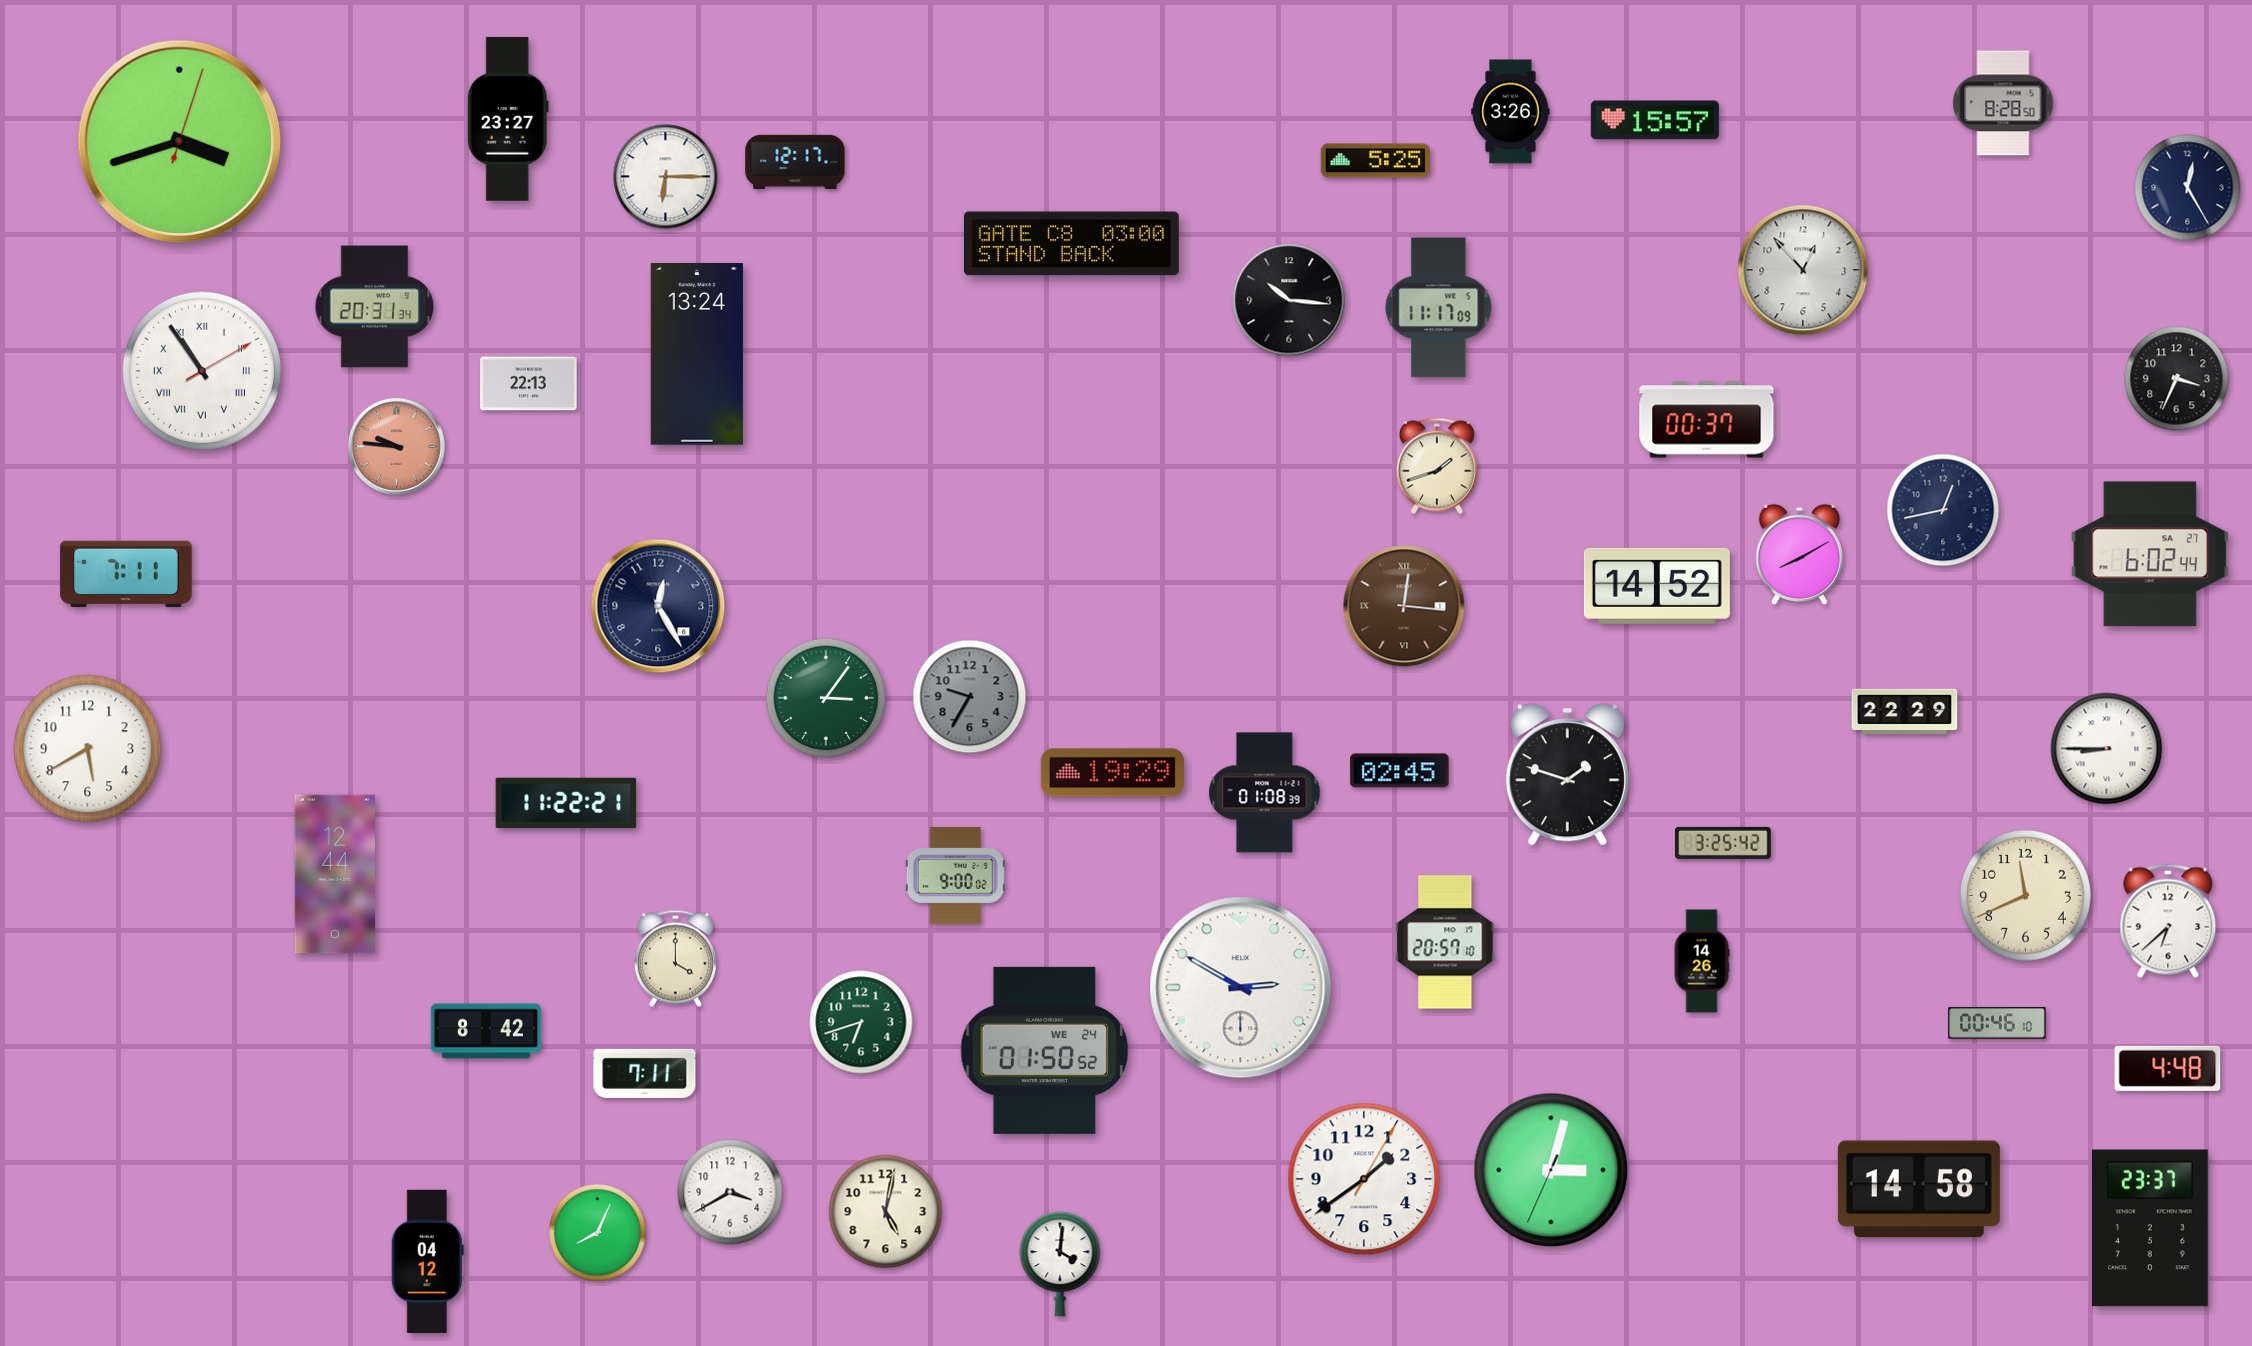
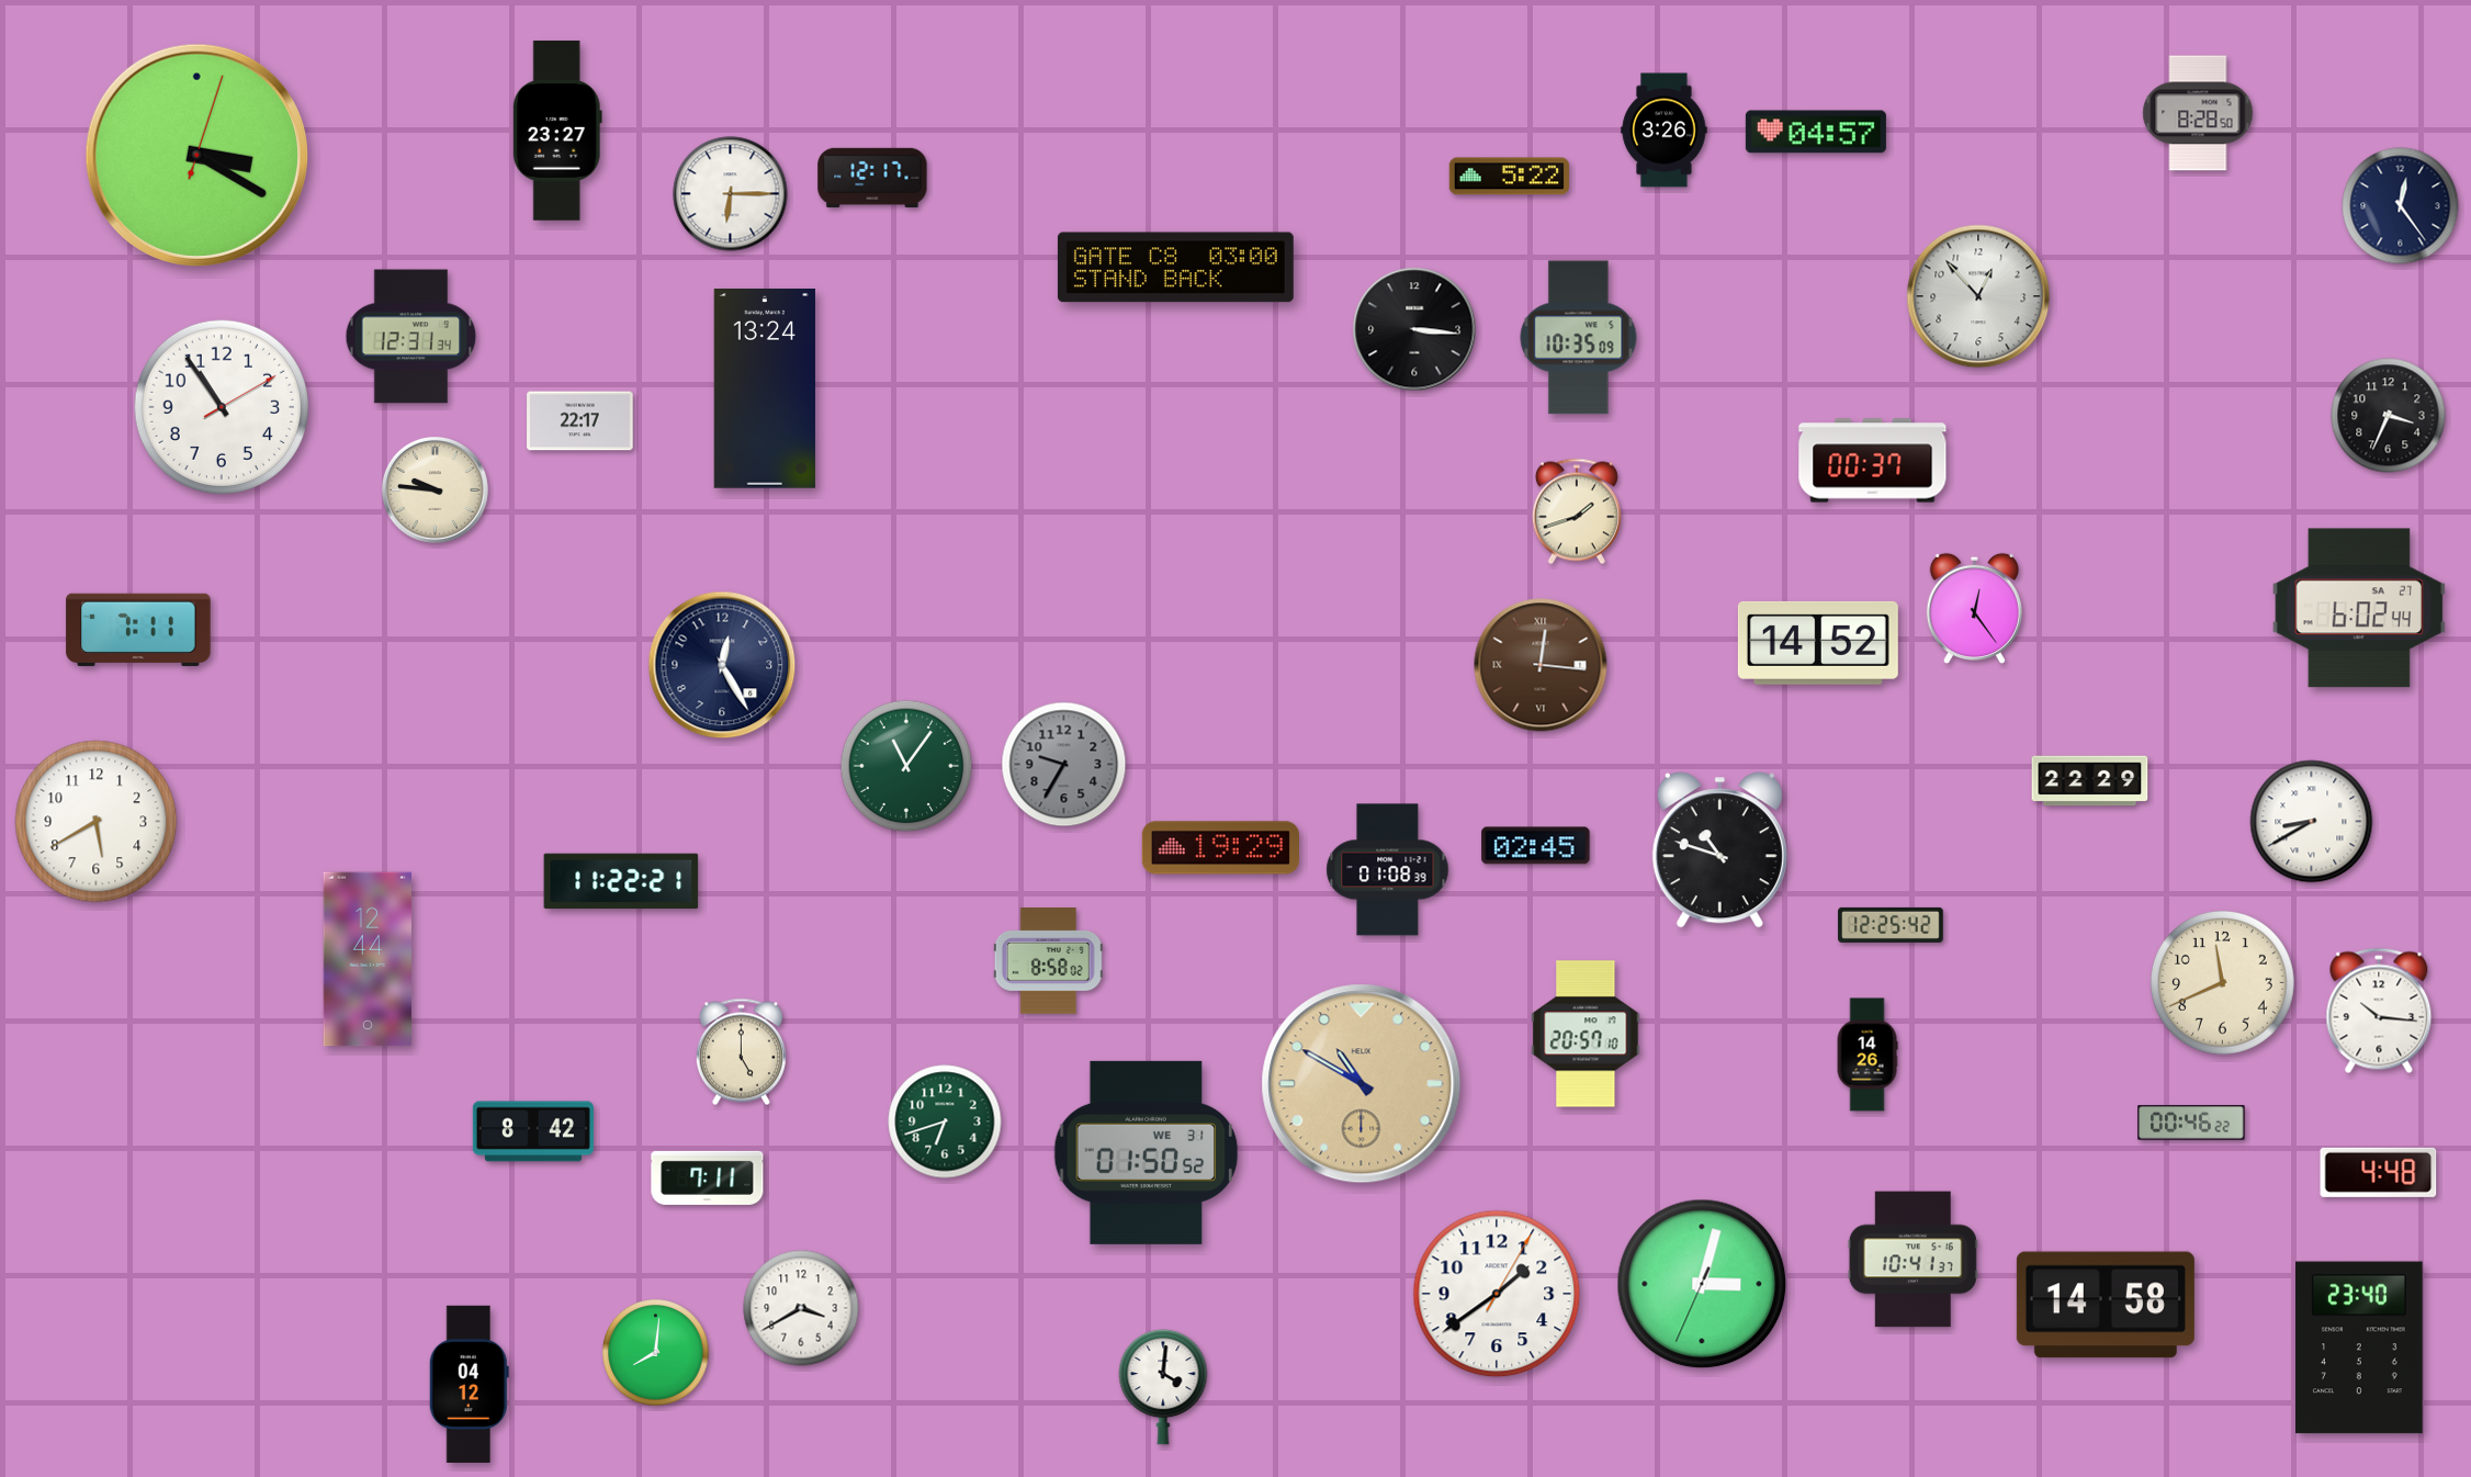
clock at (1511, 112) position: (1511, 112) -> (1665, 131)
clock at (1655, 120): 15:57 -> 04:57
clock at (179, 141): 3:42 -> 3:20
clock at (1375, 161): 5:25 -> 5:22
clock at (2188, 188): 12:25 -> 12:24
clock at (1289, 300): 10:16 -> 3:16
clock at (375, 307): 20:31 -> 12:31
clock at (1439, 308): 11:17 -> 10:35
clock at (202, 371) numerals: Roman -> Arabic
clock at (529, 384): 22:13 -> 22:17
clock at (396, 446) dial: salmon -> cream
clock at (1943, 510): 12:43 -> none
clock at (1799, 554): 8:10 -> 12:24
clock at (826, 698): 3:06 -> 11:06
clock at (2107, 749): 8:45 -> 8:40
clock at (1567, 775): 1:48 -> 10:48
clock at (1723, 843): 3:25 -> 12:25
clock at (955, 876): 9:00 -> 8:58
clock at (2168, 921): 6:38 -> 10:16
clock at (675, 959): 4:00 -> 5:00
clock at (1241, 988): 2:50 -> 10:50
clock at (1241, 988) dial: white -> champagne
clock at (1997, 1023): 00:46:10 -> 00:46:22
clock at (1045, 1050) date: WE 24 -> WE 31
clock at (1913, 1260): none -> 10:41
clock at (886, 1212): 5:02 -> none
clock at (2151, 1228): 23:37 -> 23:40
clock at (598, 1233): 8:04 -> 8:01
